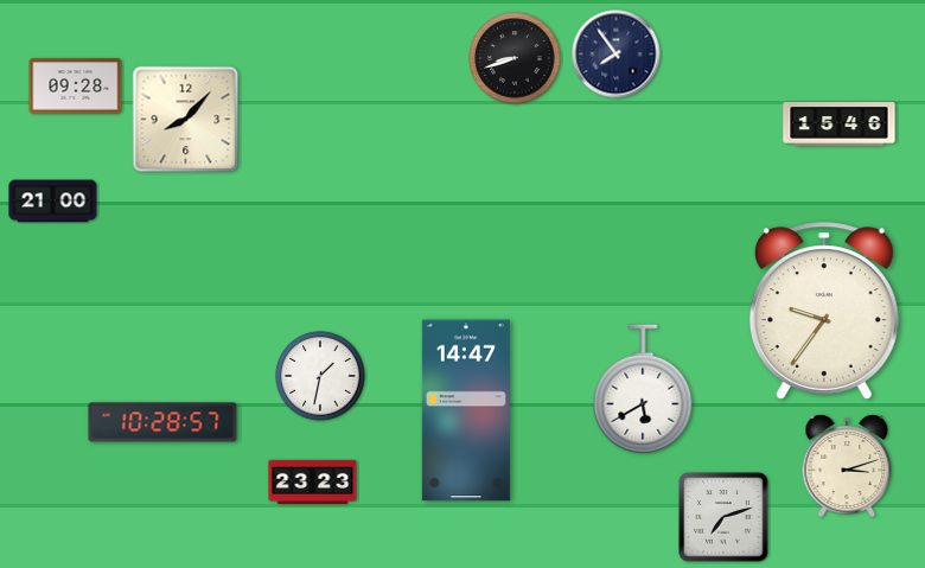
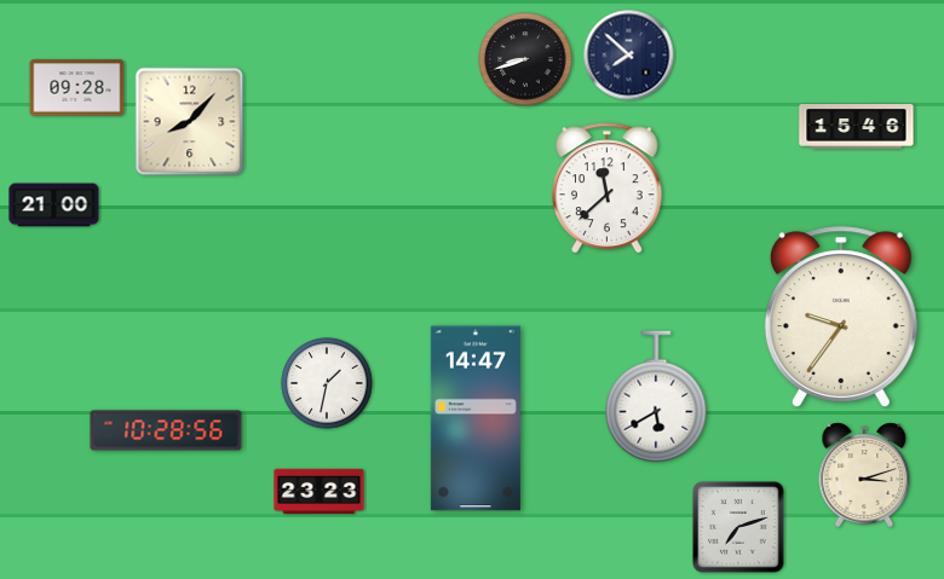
clock at (617, 55): 7:54 -> 7:52
clock at (606, 189): none -> 11:38
clock at (162, 422): 10:28:57 -> 10:28:56
